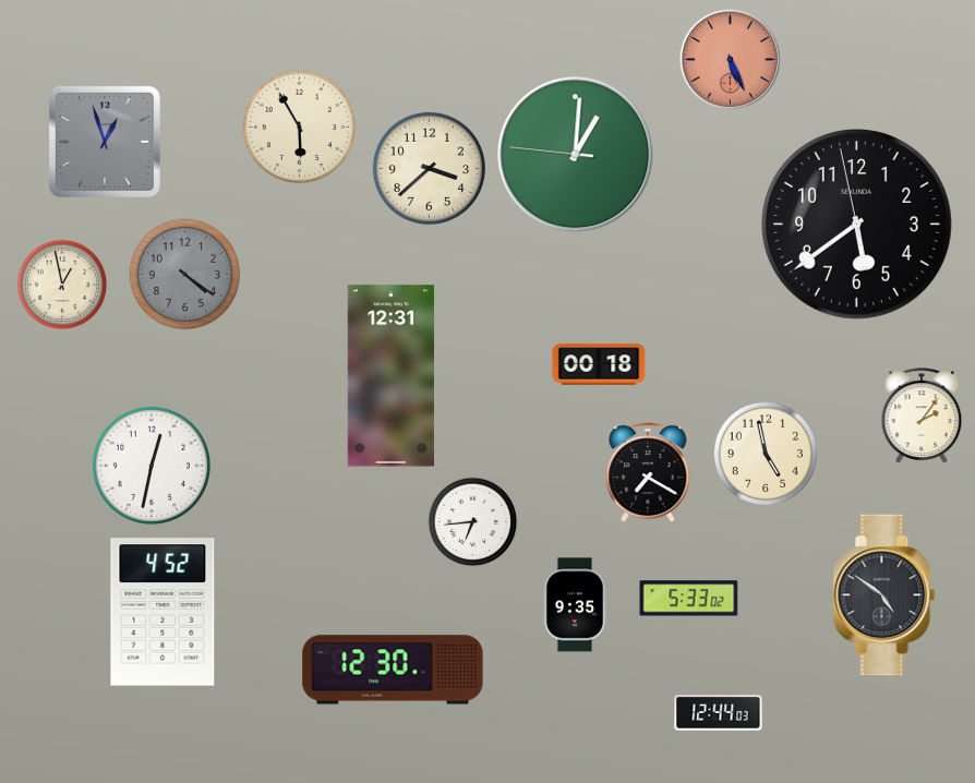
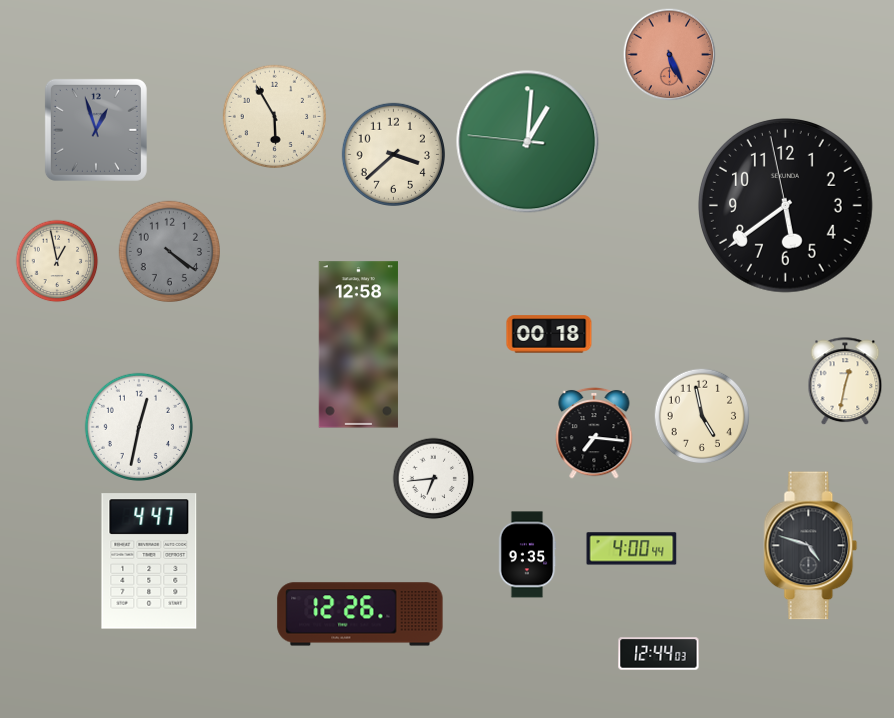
clock at (390, 376): 12:31 -> 12:58
clock at (922, 417): 2:06 -> 12:32
clock at (648, 472): 7:20 -> 7:16
clock at (884, 595): 4:51 -> 4:48
clock at (689, 599): 5:33 -> 4:00
clock at (162, 612): 4:52 -> 4:47
clock at (393, 670): 12:30 -> 12:26
